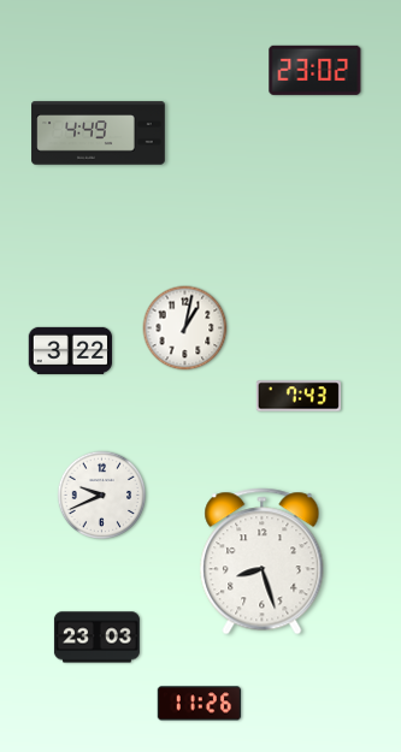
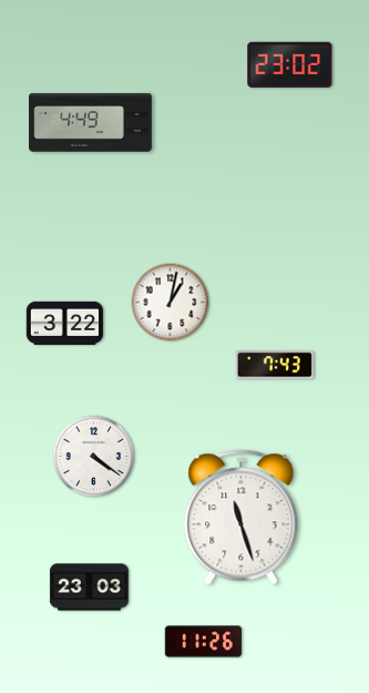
clock at (102, 496): 9:41 -> 4:21
clock at (263, 562): 8:27 -> 11:27
clock at (200, 704) position: (200, 704) -> (204, 642)
